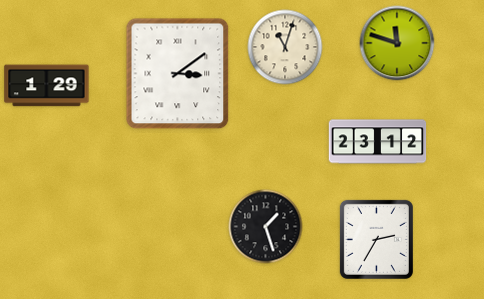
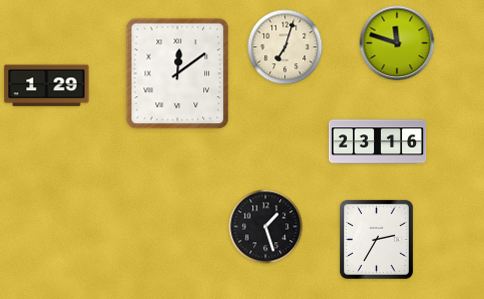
clock at (285, 47): 11:03 -> 7:03
clock at (178, 74): 3:09 -> 12:09
clock at (378, 142): 23:12 -> 23:16
